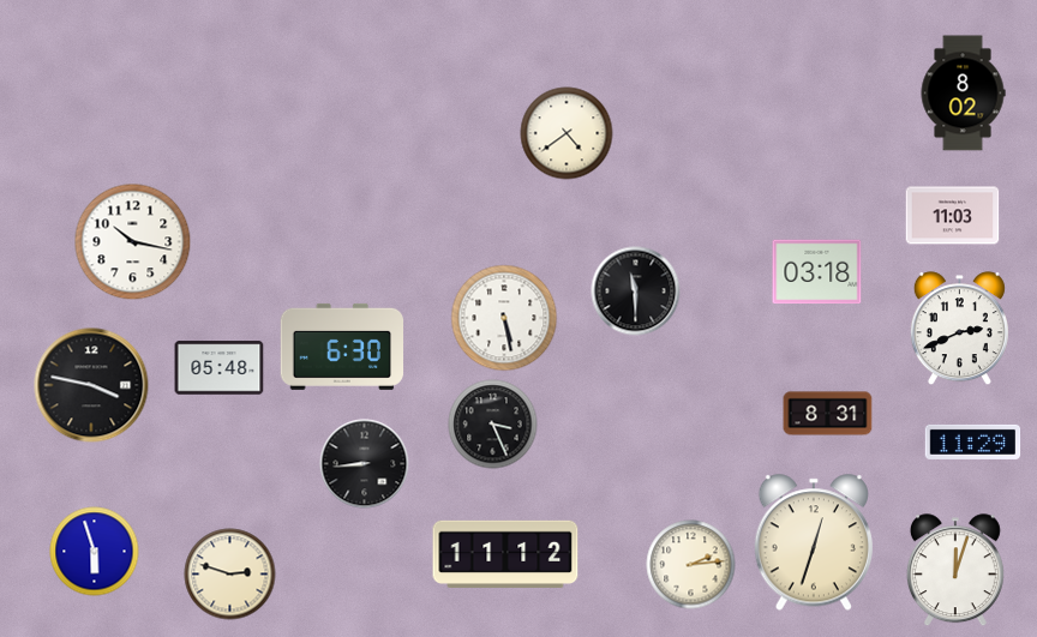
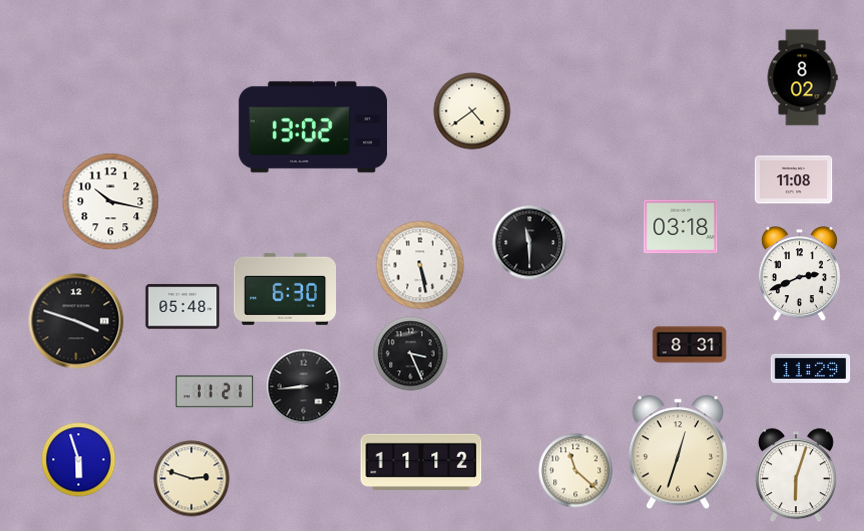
clock at (313, 127): none -> 13:02
clock at (953, 216): 11:03 -> 11:08
clock at (91, 385): 3:47 -> 3:48
clock at (215, 392): none -> 11:21
clock at (691, 565): 2:14 -> 11:22
clock at (955, 571): 12:03 -> 6:03
